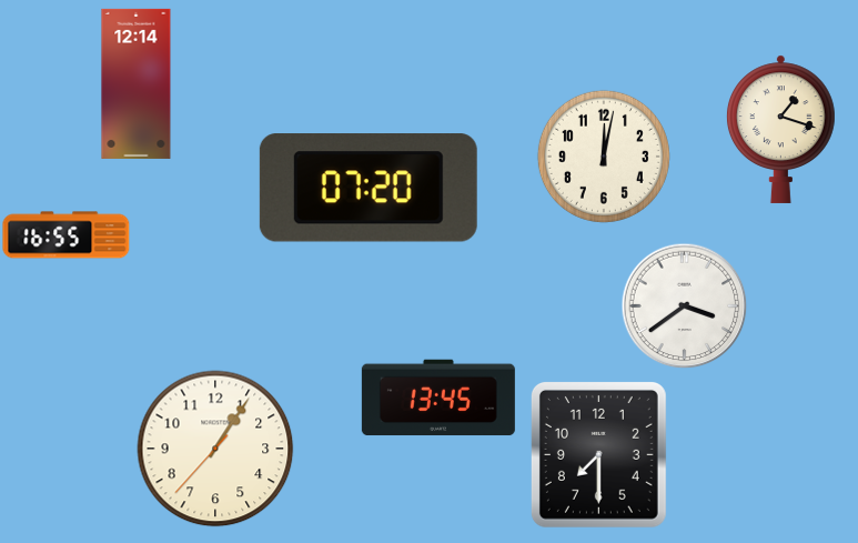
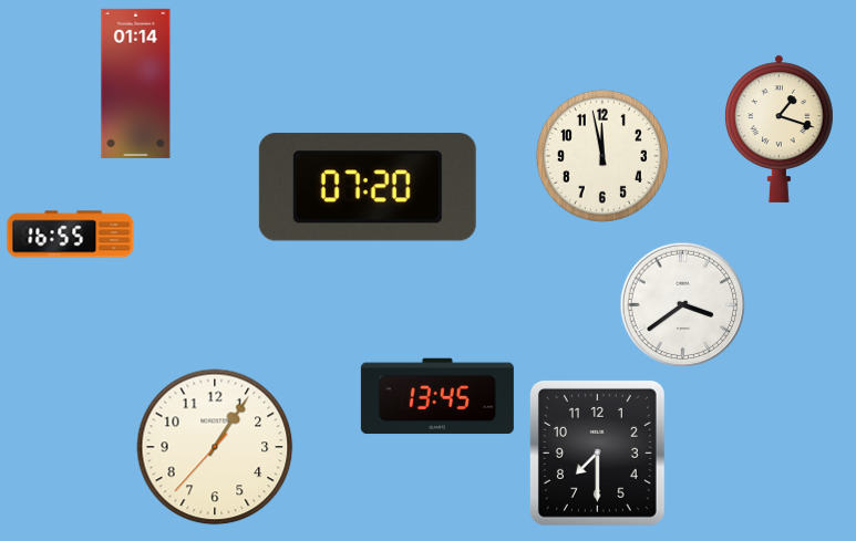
clock at (137, 83): 12:14 -> 01:14
clock at (604, 157): 12:02 -> 11:58
clock at (67, 235) position: (67, 235) -> (71, 235)
